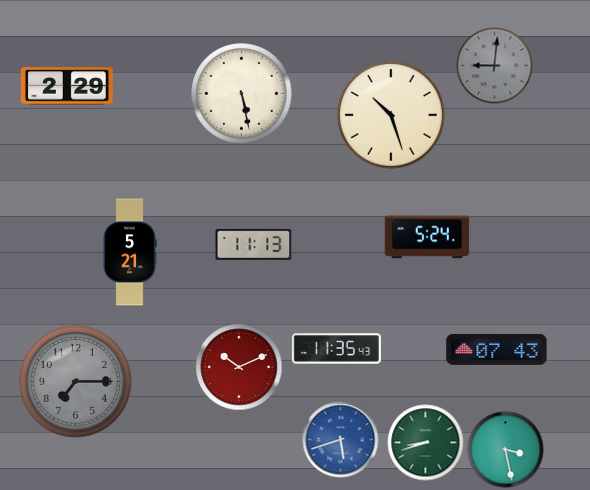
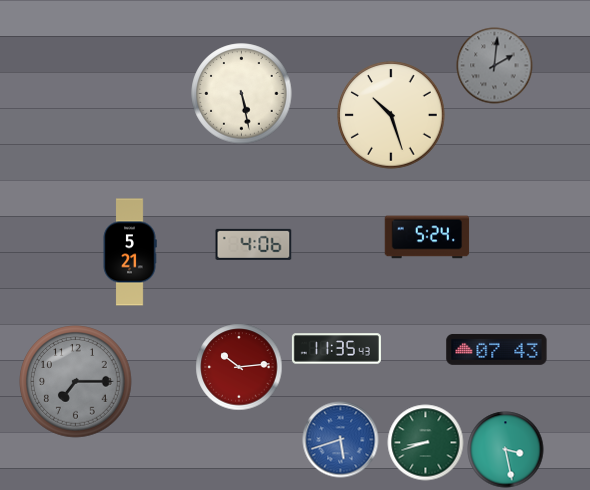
clock at (495, 66): 9:01 -> 2:01
clock at (67, 86): 2:29 -> none
clock at (254, 244): 11:13 -> 4:06
clock at (239, 367): 10:11 -> 10:14
